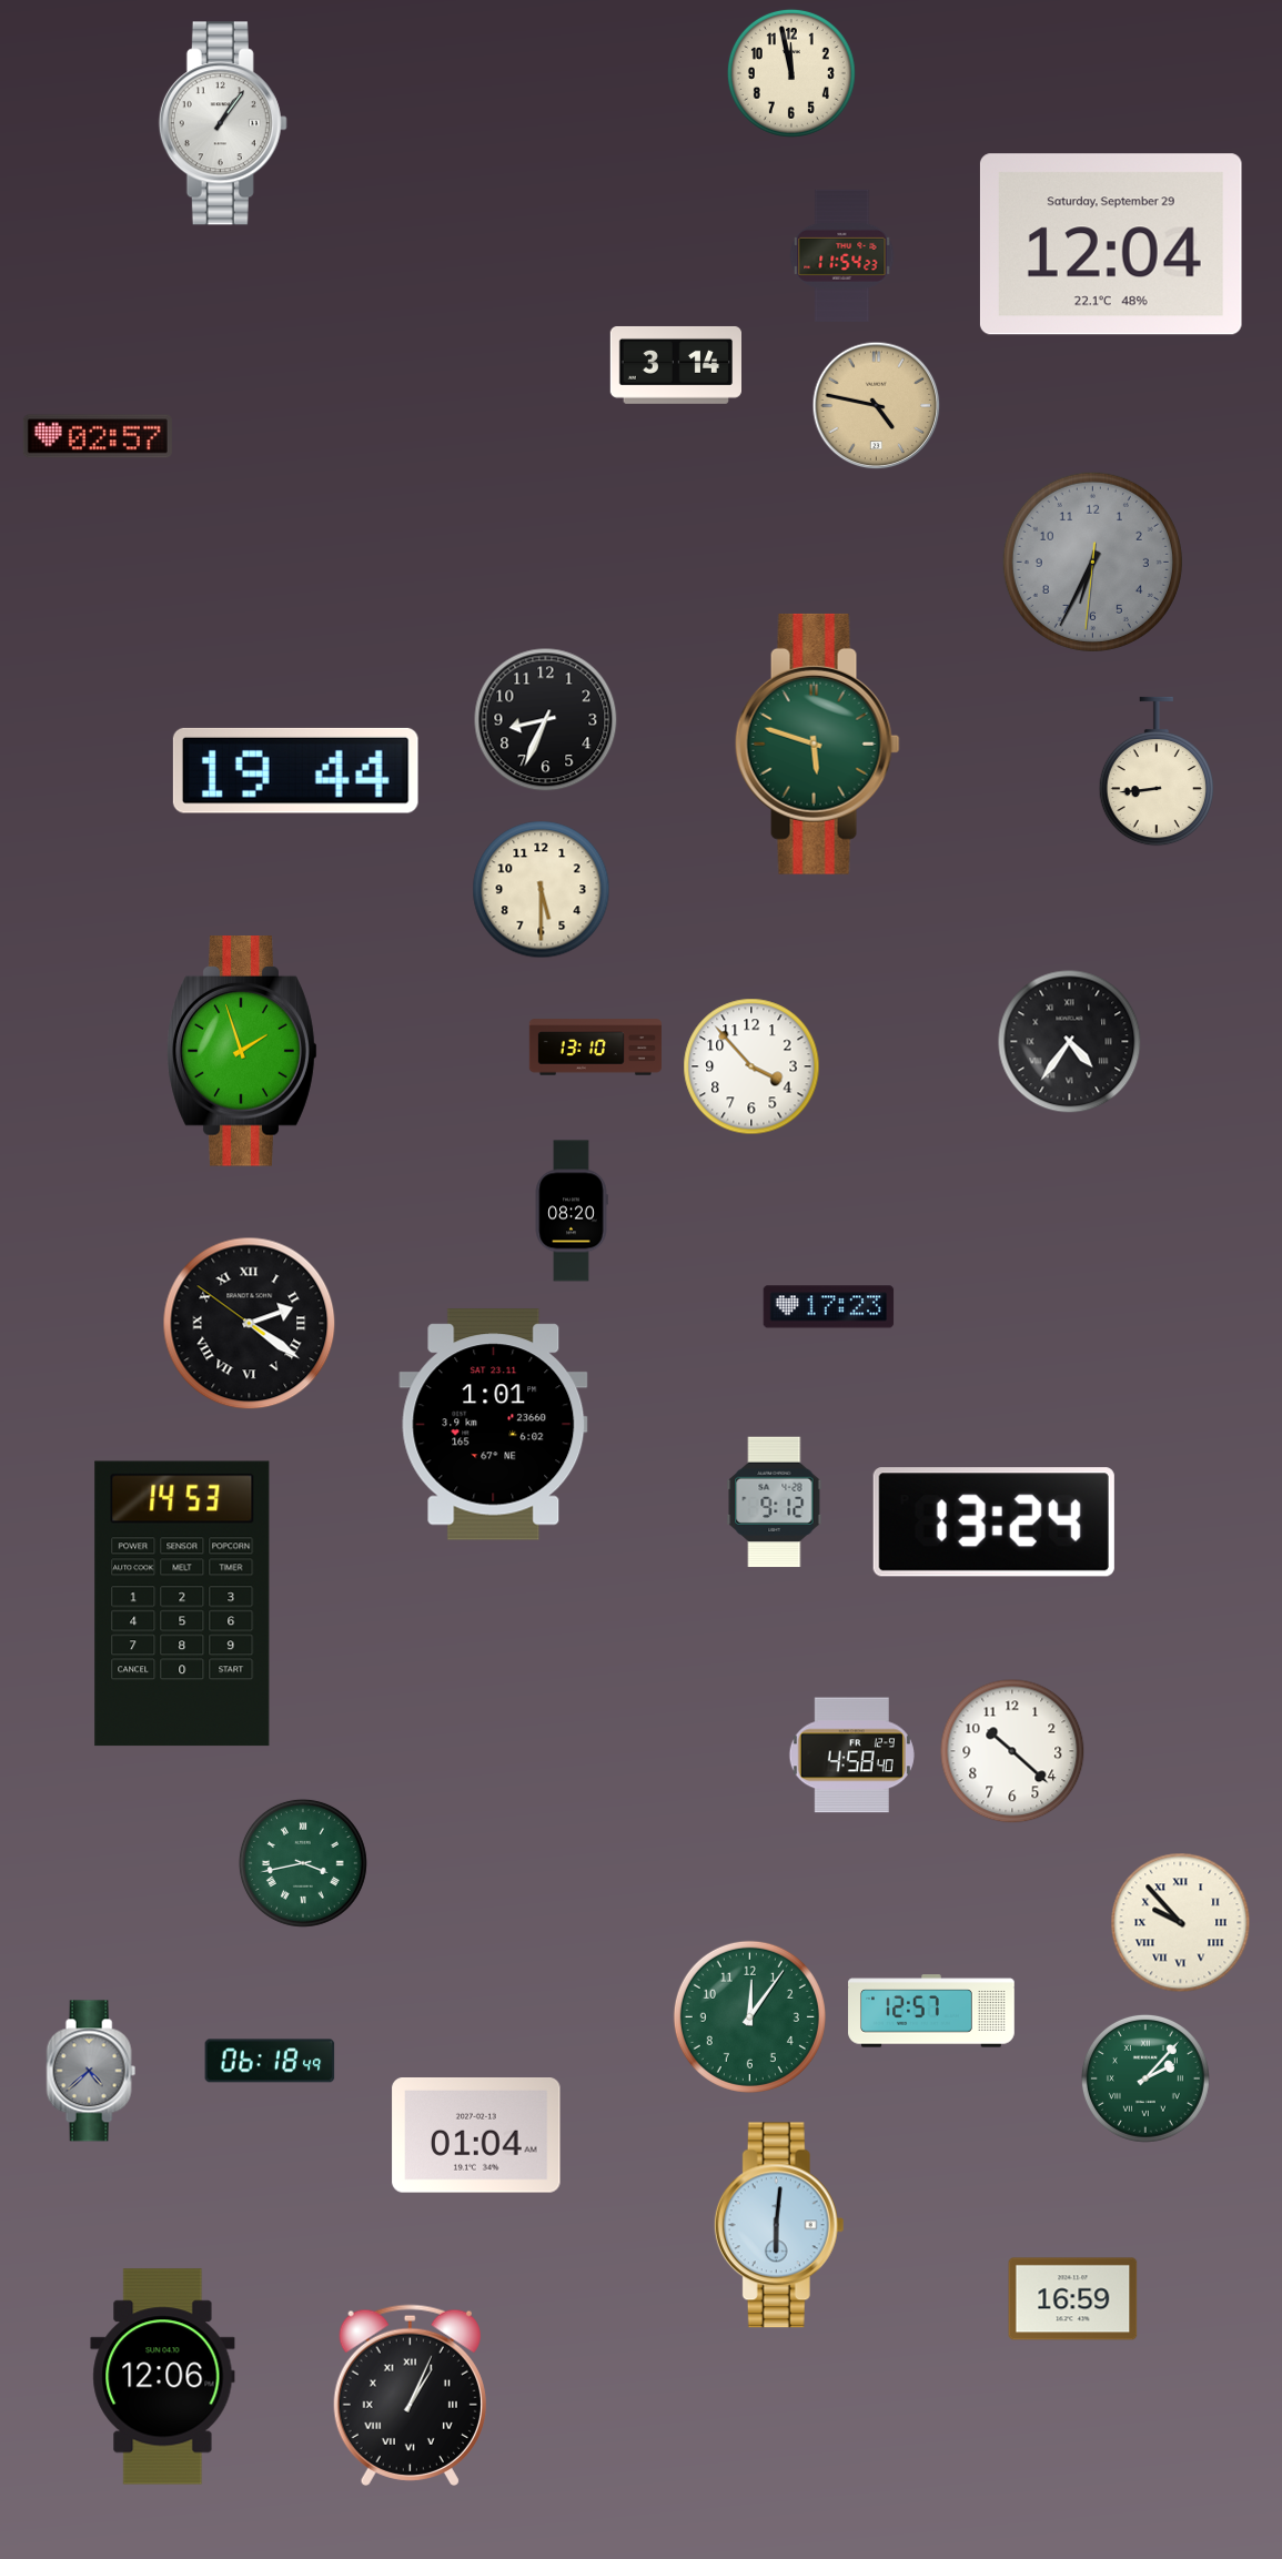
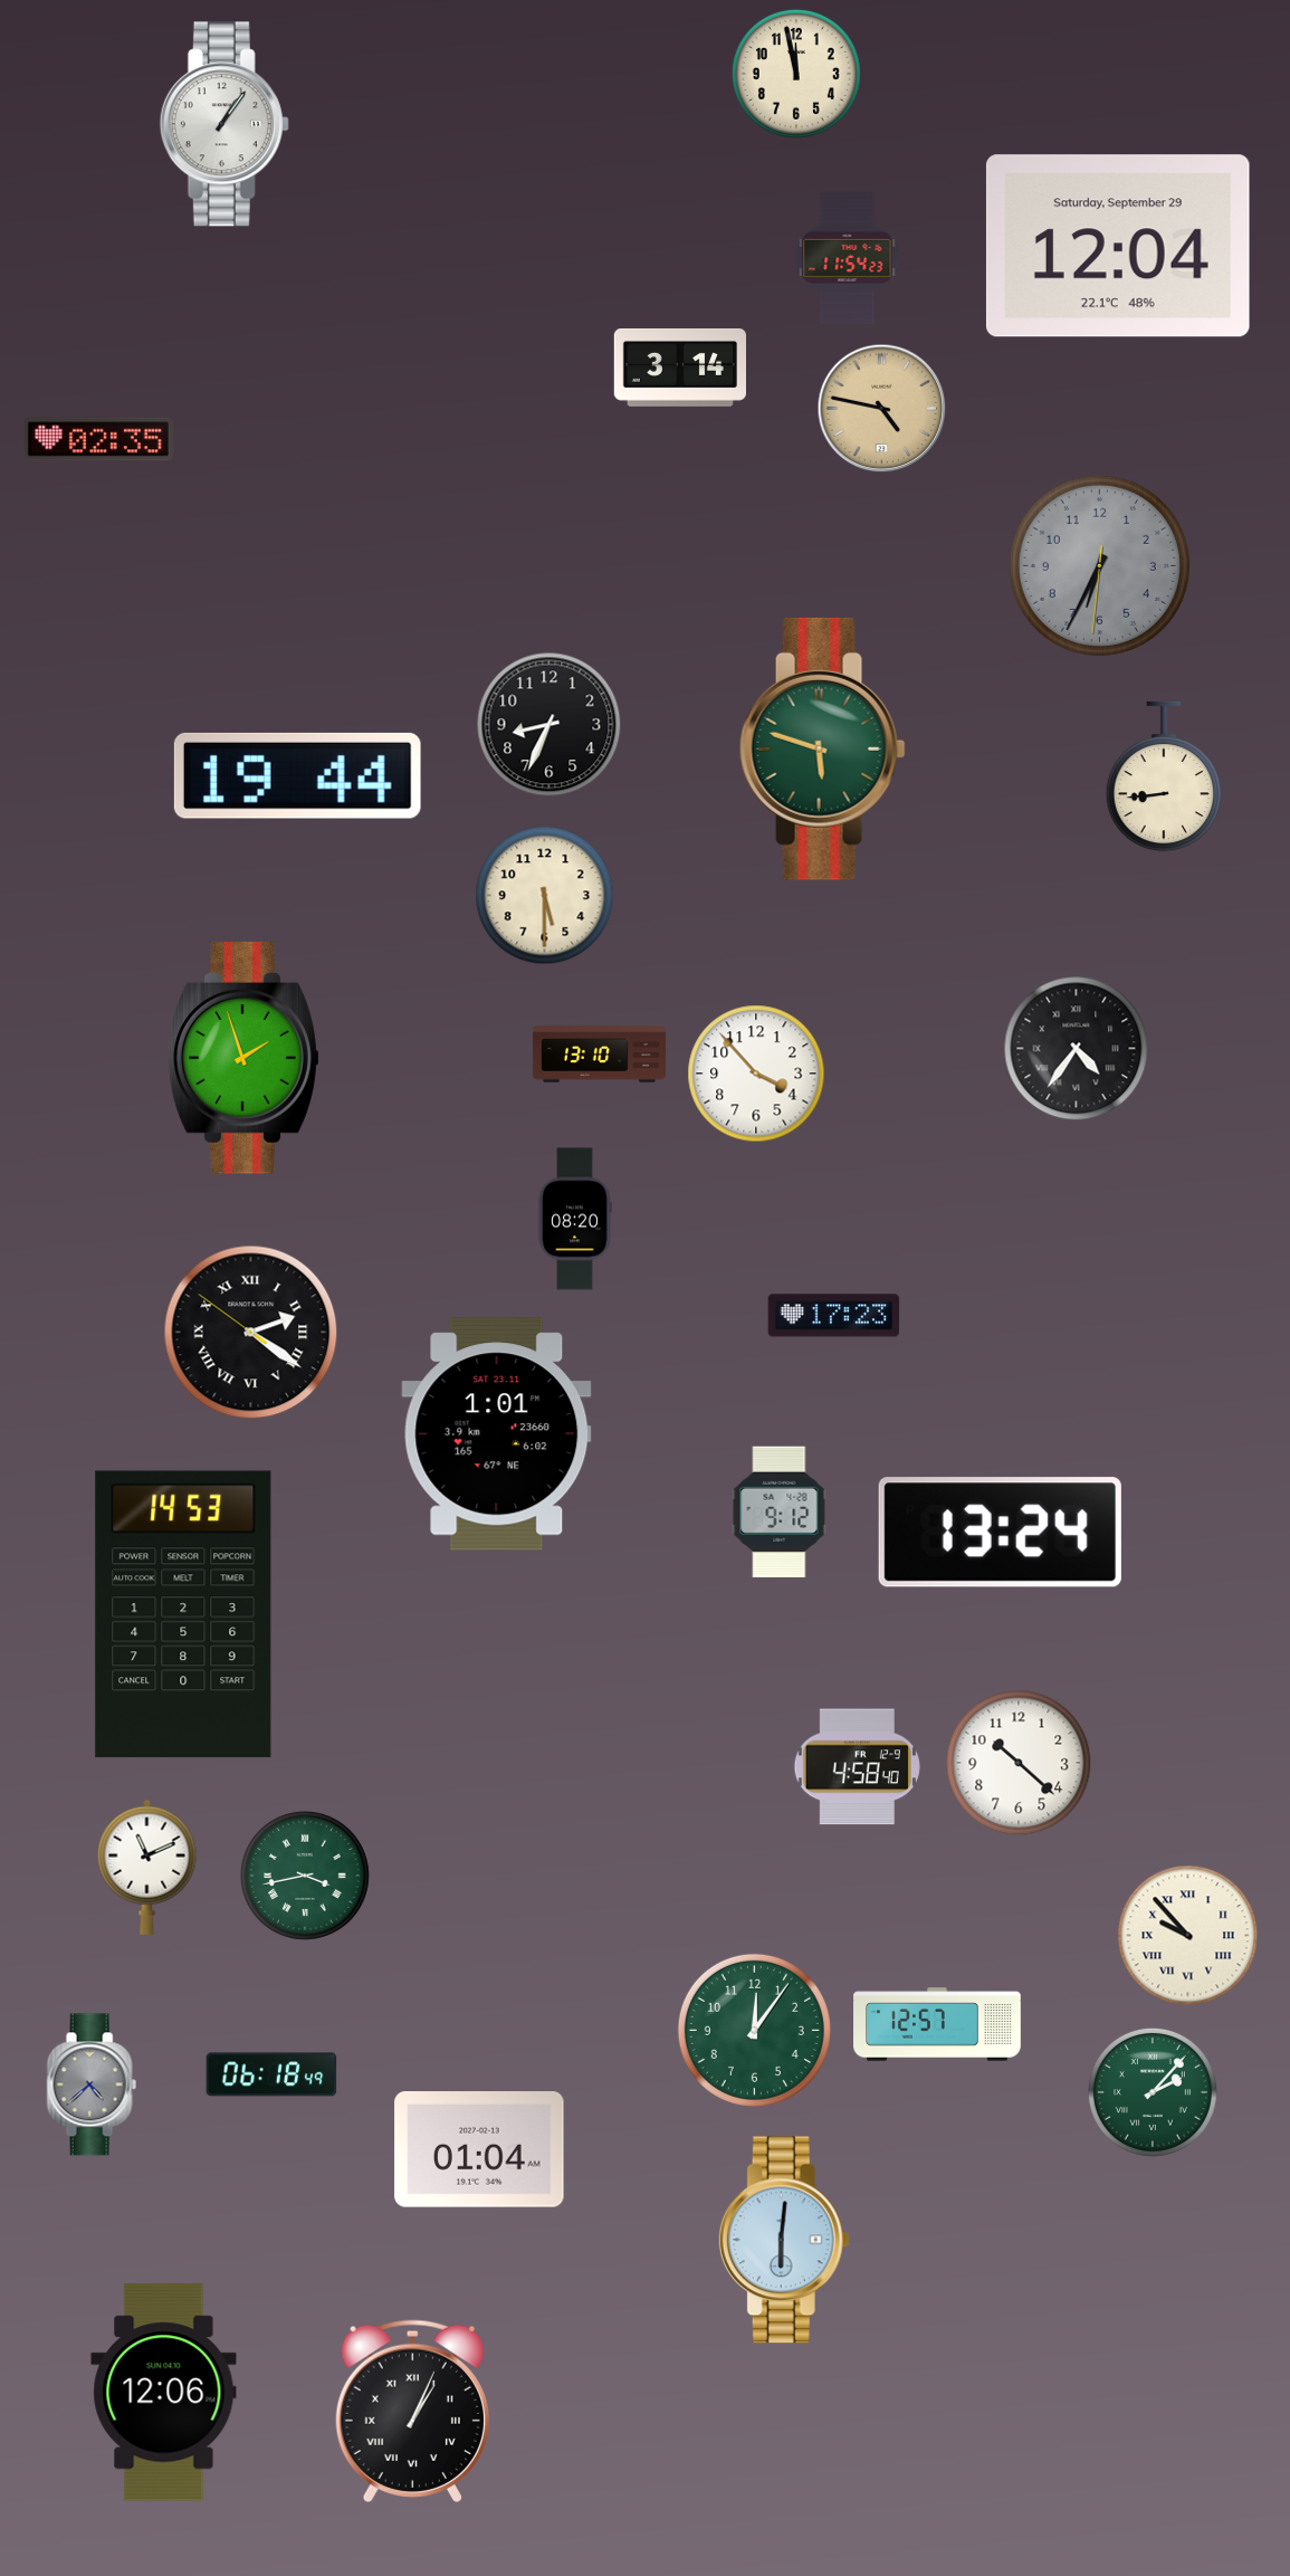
clock at (98, 436): 02:57 -> 02:35
clock at (147, 1867): none -> 11:11
clock at (1073, 2299): 16:59 -> none
